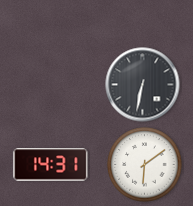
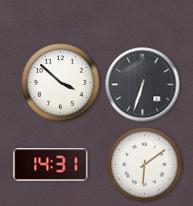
clock at (61, 83): none -> 3:52
clock at (143, 85): 6:32 -> 6:33
